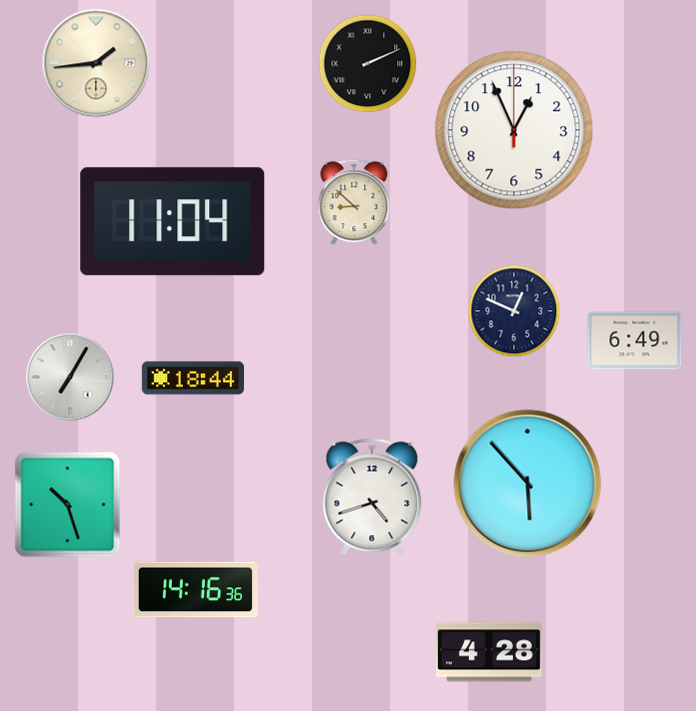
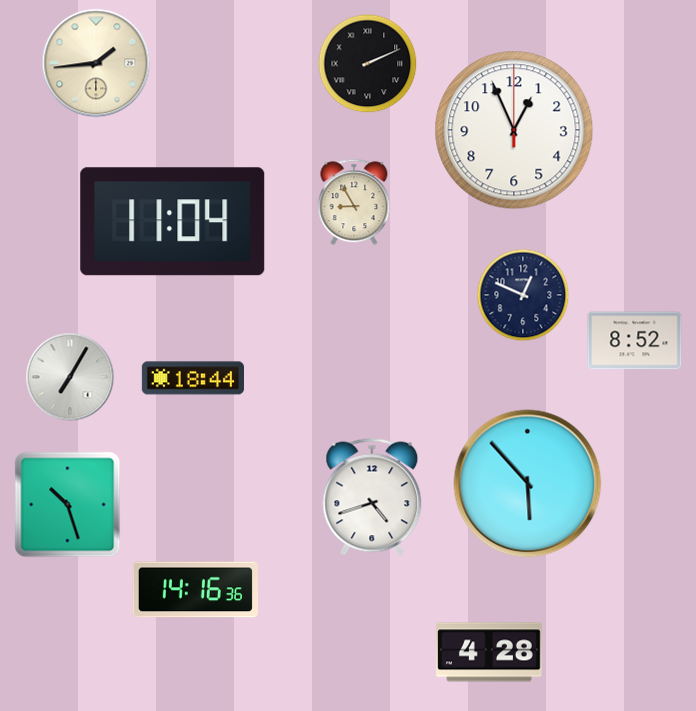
clock at (354, 202): 8:52 -> 8:55
clock at (514, 311) position: (514, 311) -> (523, 295)
clock at (635, 341): 6:49 -> 8:52
